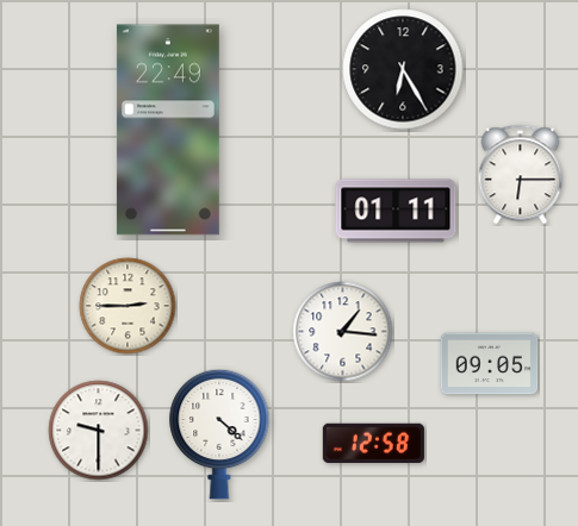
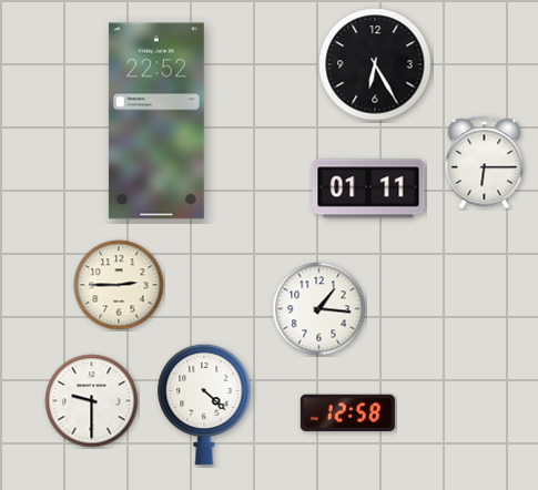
clock at (168, 130): 22:49 -> 22:52
clock at (396, 211) position: (396, 211) -> (368, 188)
clock at (490, 364): 09:05 -> none
